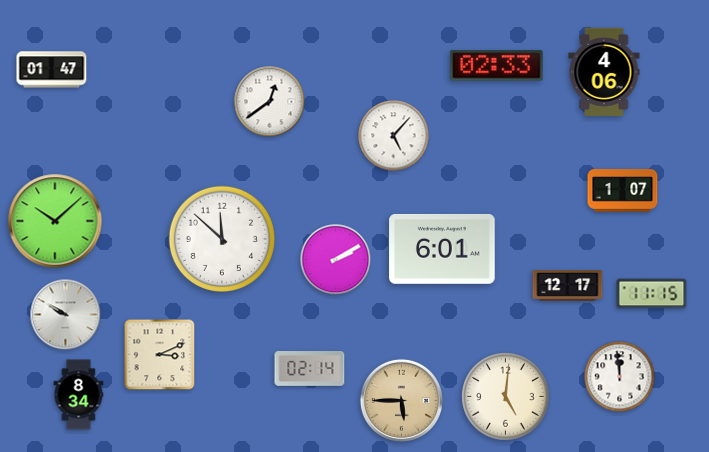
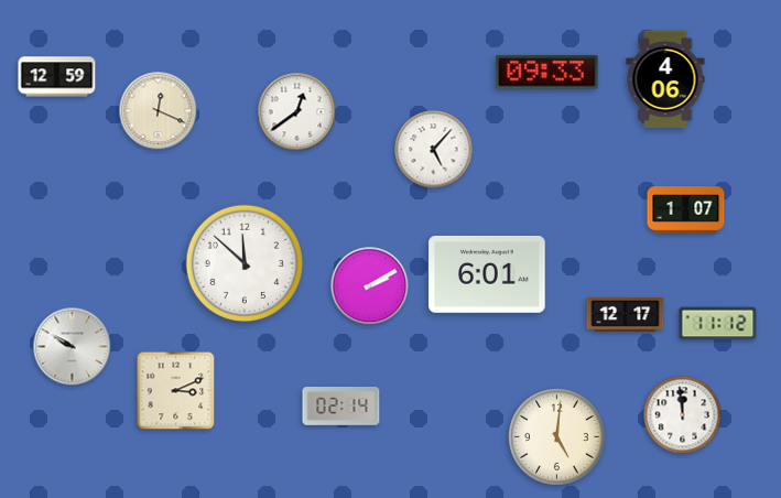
clock at (497, 66): 02:33 -> 09:33
clock at (52, 70): 01:47 -> 12:59
clock at (159, 111): none -> 12:19
clock at (55, 221): 10:08 -> none
clock at (652, 294): 11:15 -> 11:12
clock at (79, 395): 8:34 -> none
clock at (401, 400): 5:45 -> none
